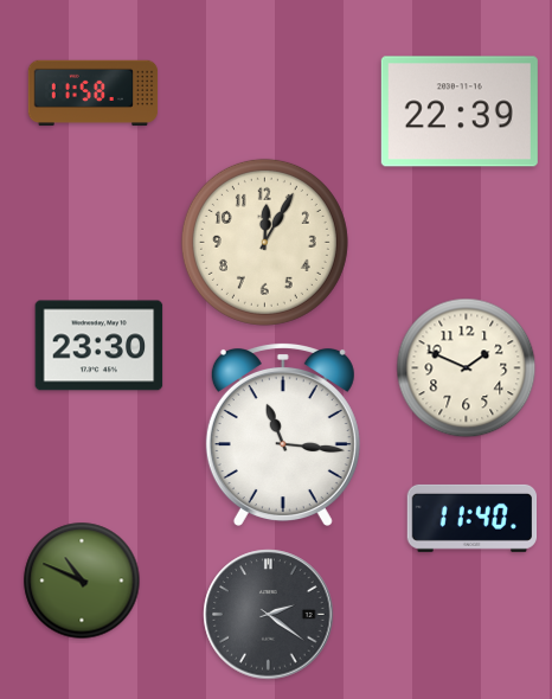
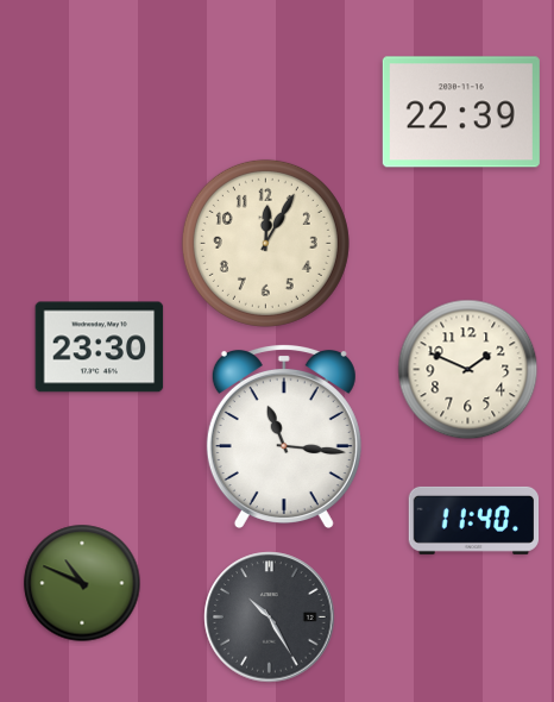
clock at (94, 94): 11:58 -> none
clock at (269, 615): 2:21 -> 10:25
